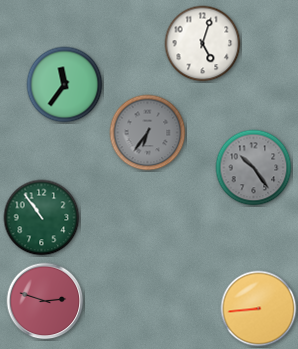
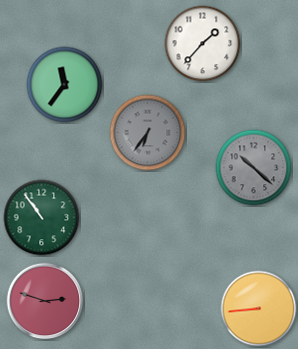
clock at (203, 44): 5:03 -> 1:37
clock at (254, 168): 10:24 -> 10:22
